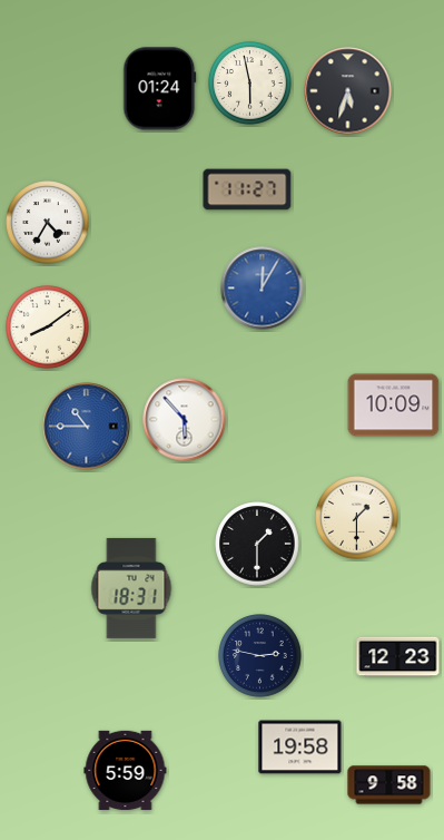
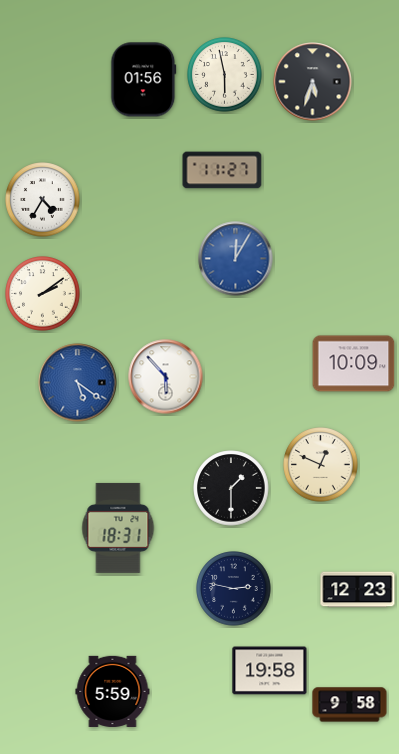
clock at (160, 89): 01:24 -> 01:56
clock at (48, 328): 8:09 -> 2:09
clock at (87, 427): 10:45 -> 5:21
clock at (357, 518): 1:30 -> 12:49
